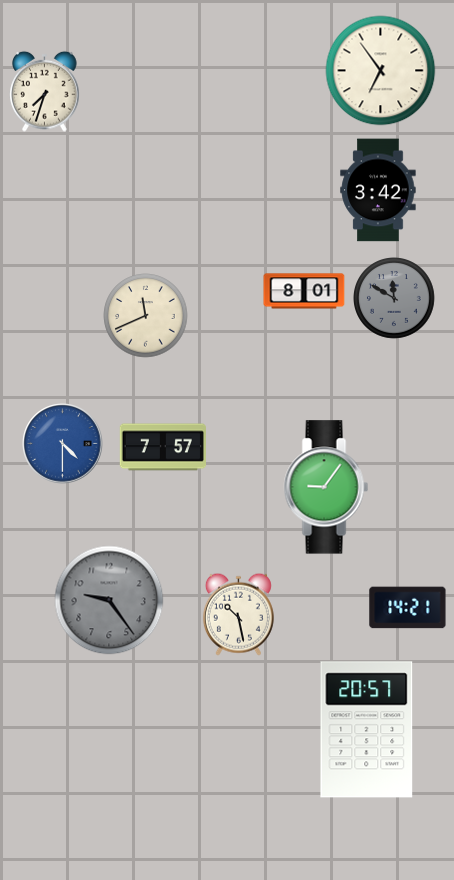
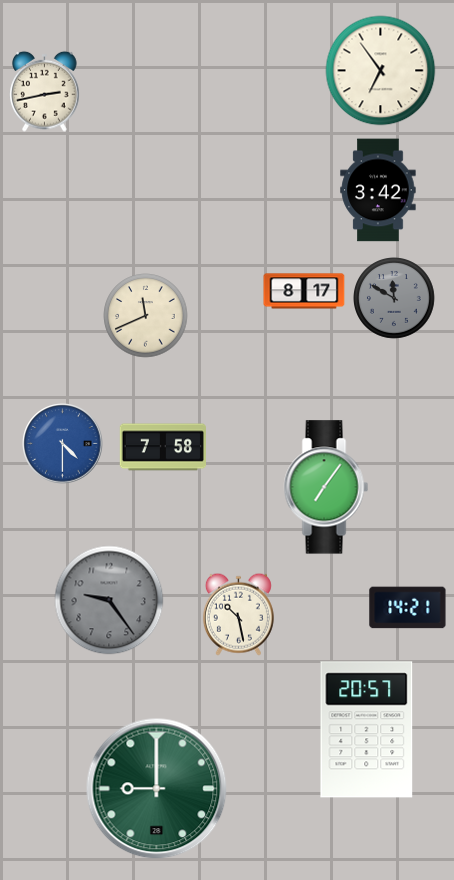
clock at (45, 91): 7:33 -> 2:43
clock at (304, 291): 8:01 -> 8:17
clock at (163, 447): 7:57 -> 7:58
clock at (326, 487): 9:06 -> 7:06
clock at (157, 789): none -> 9:00
